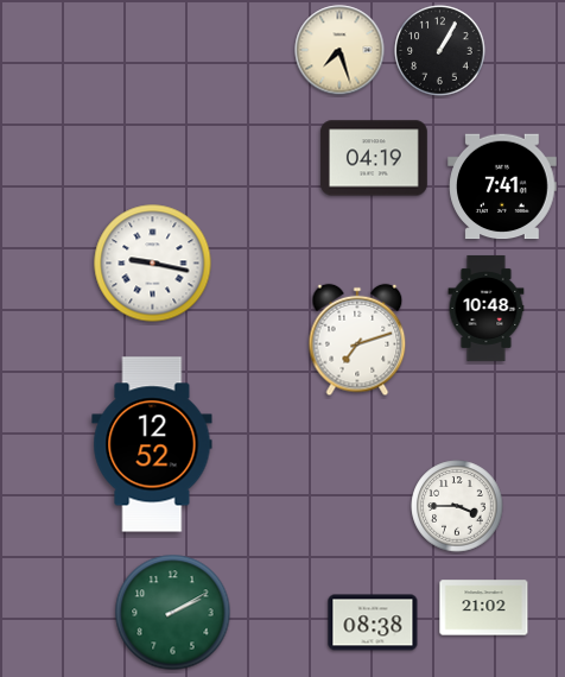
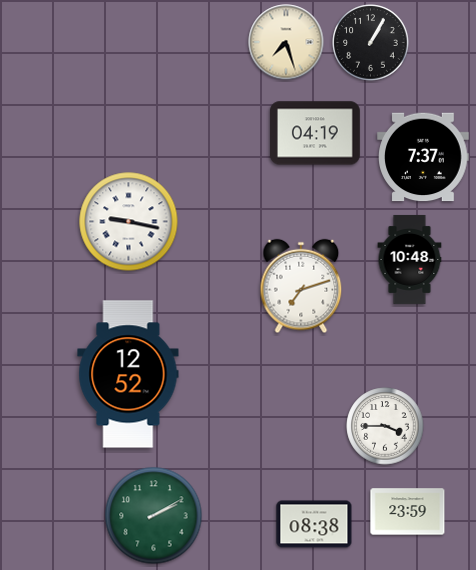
clock at (502, 186): 7:41 -> 7:37
clock at (484, 608): 21:02 -> 23:59
clock at (173, 613) position: (173, 613) -> (154, 516)
